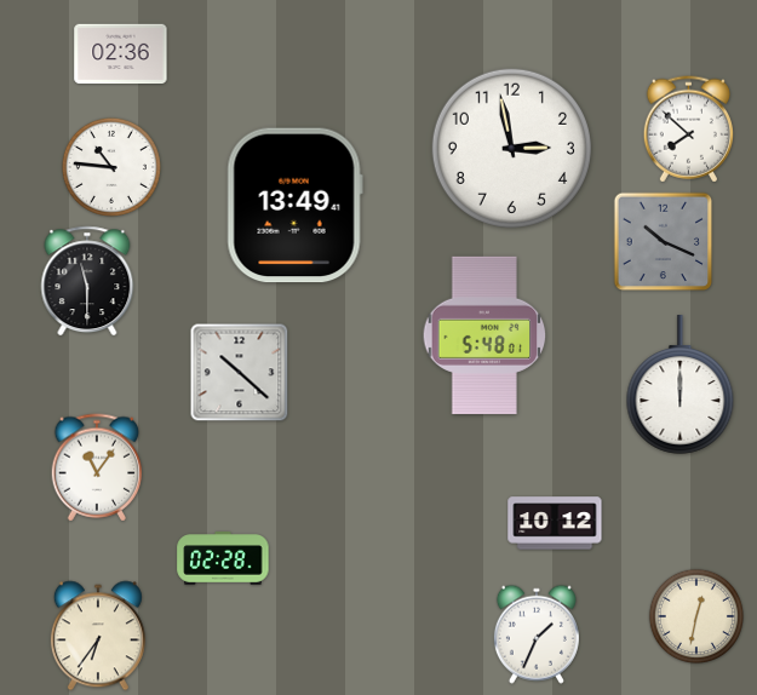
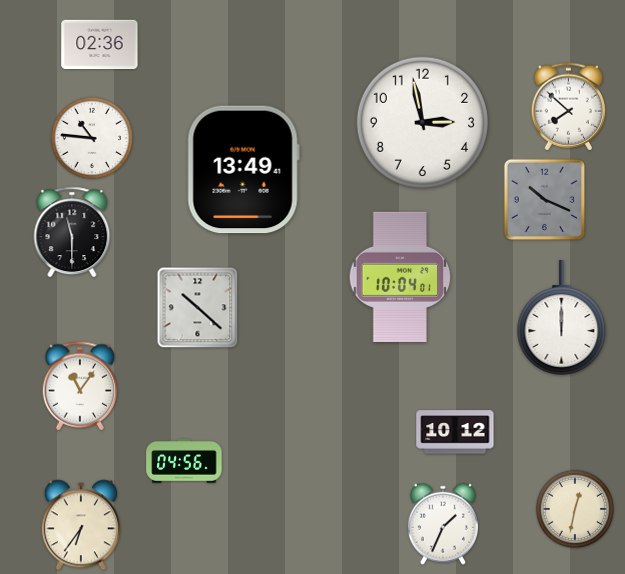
clock at (664, 242) position: (664, 242) -> (545, 200)
clock at (484, 335): 5:48 -> 10:04
clock at (555, 523) position: (555, 523) -> (455, 432)
clock at (223, 558): 02:28 -> 04:56
